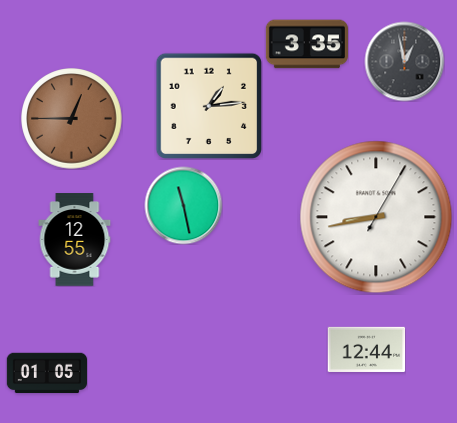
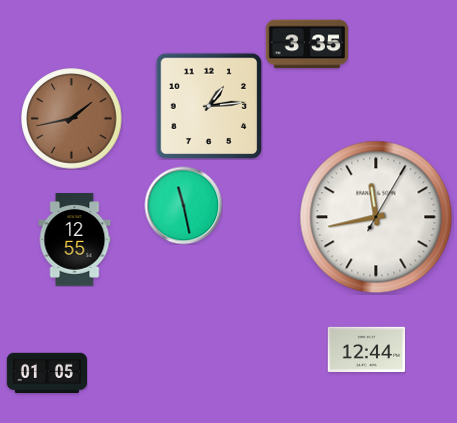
clock at (404, 61): 12:58 -> none
clock at (72, 119): 12:45 -> 1:43
clock at (376, 217): 8:43 -> 11:43
